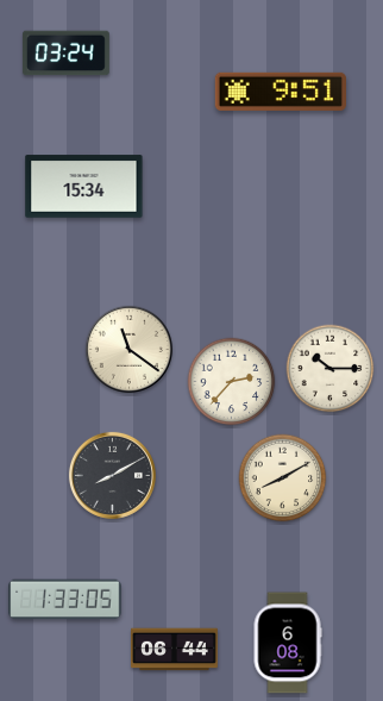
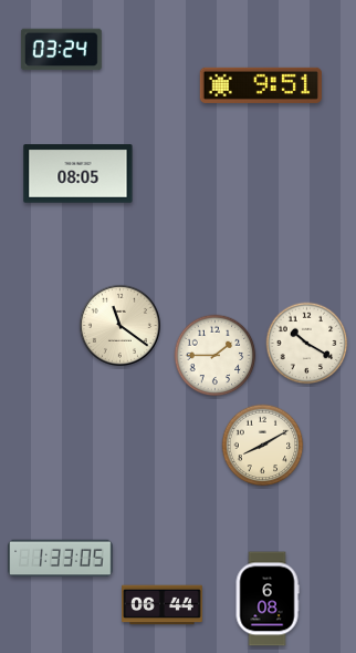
clock at (84, 187): 15:34 -> 08:05
clock at (331, 369): 10:15 -> 10:20
clock at (232, 382): 2:37 -> 1:45
clock at (112, 475): 8:10 -> none
